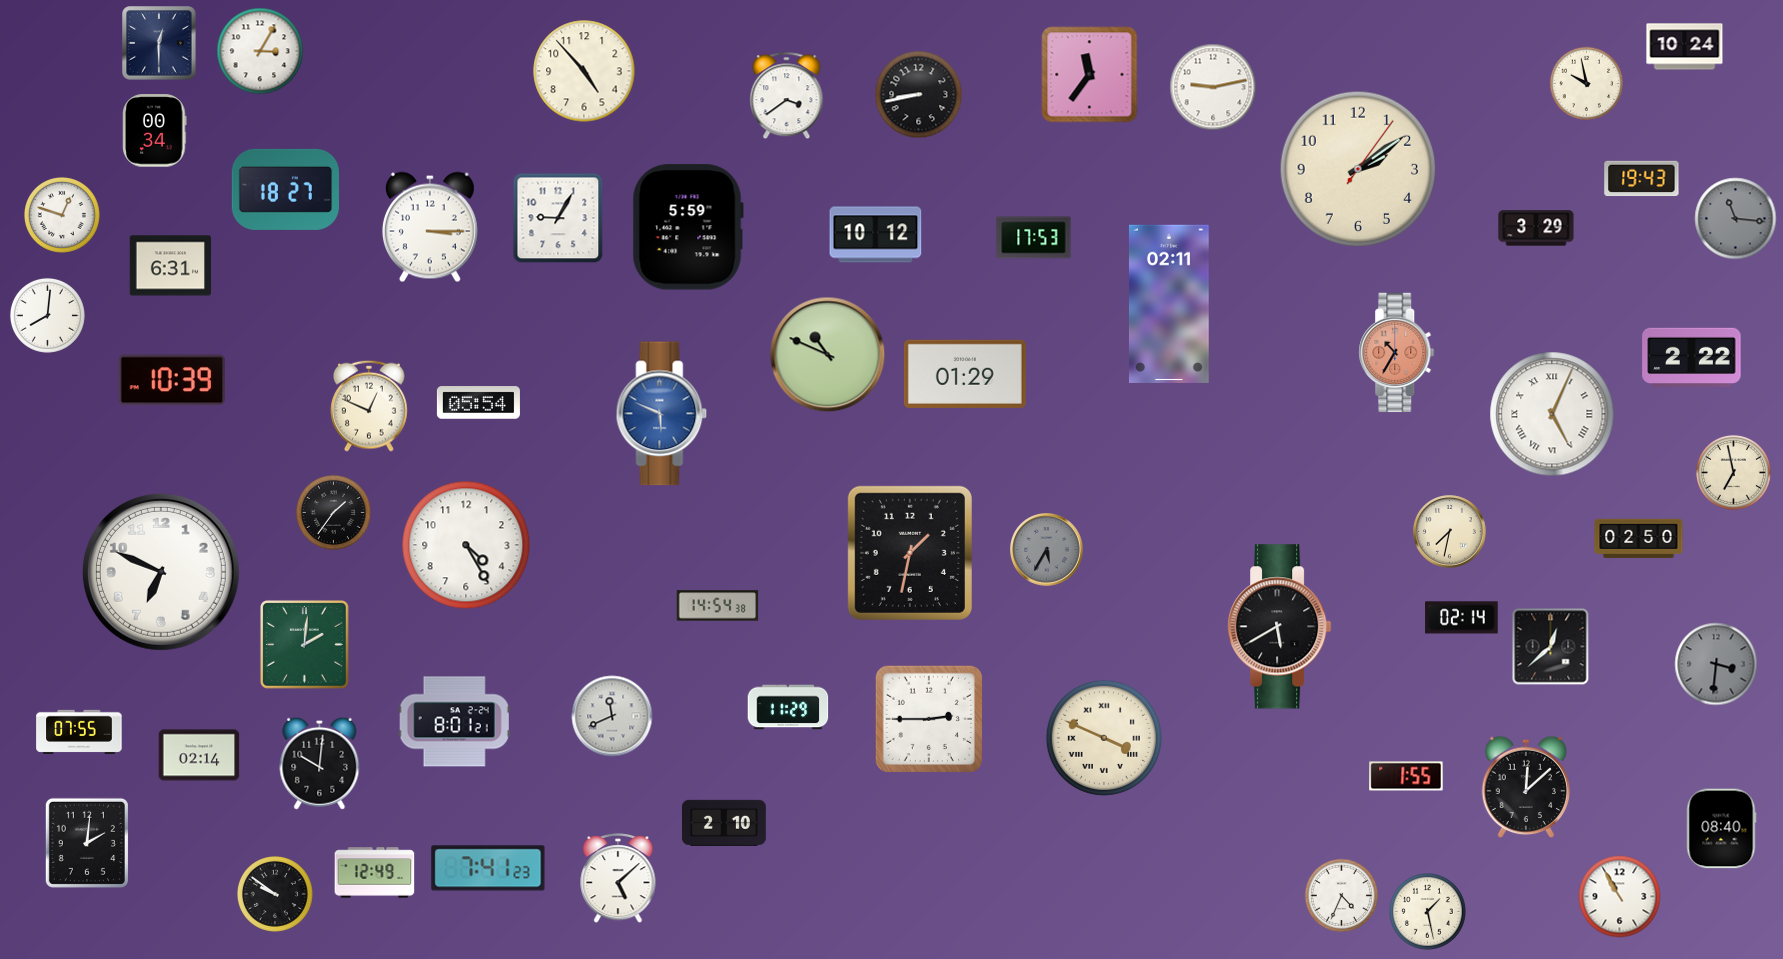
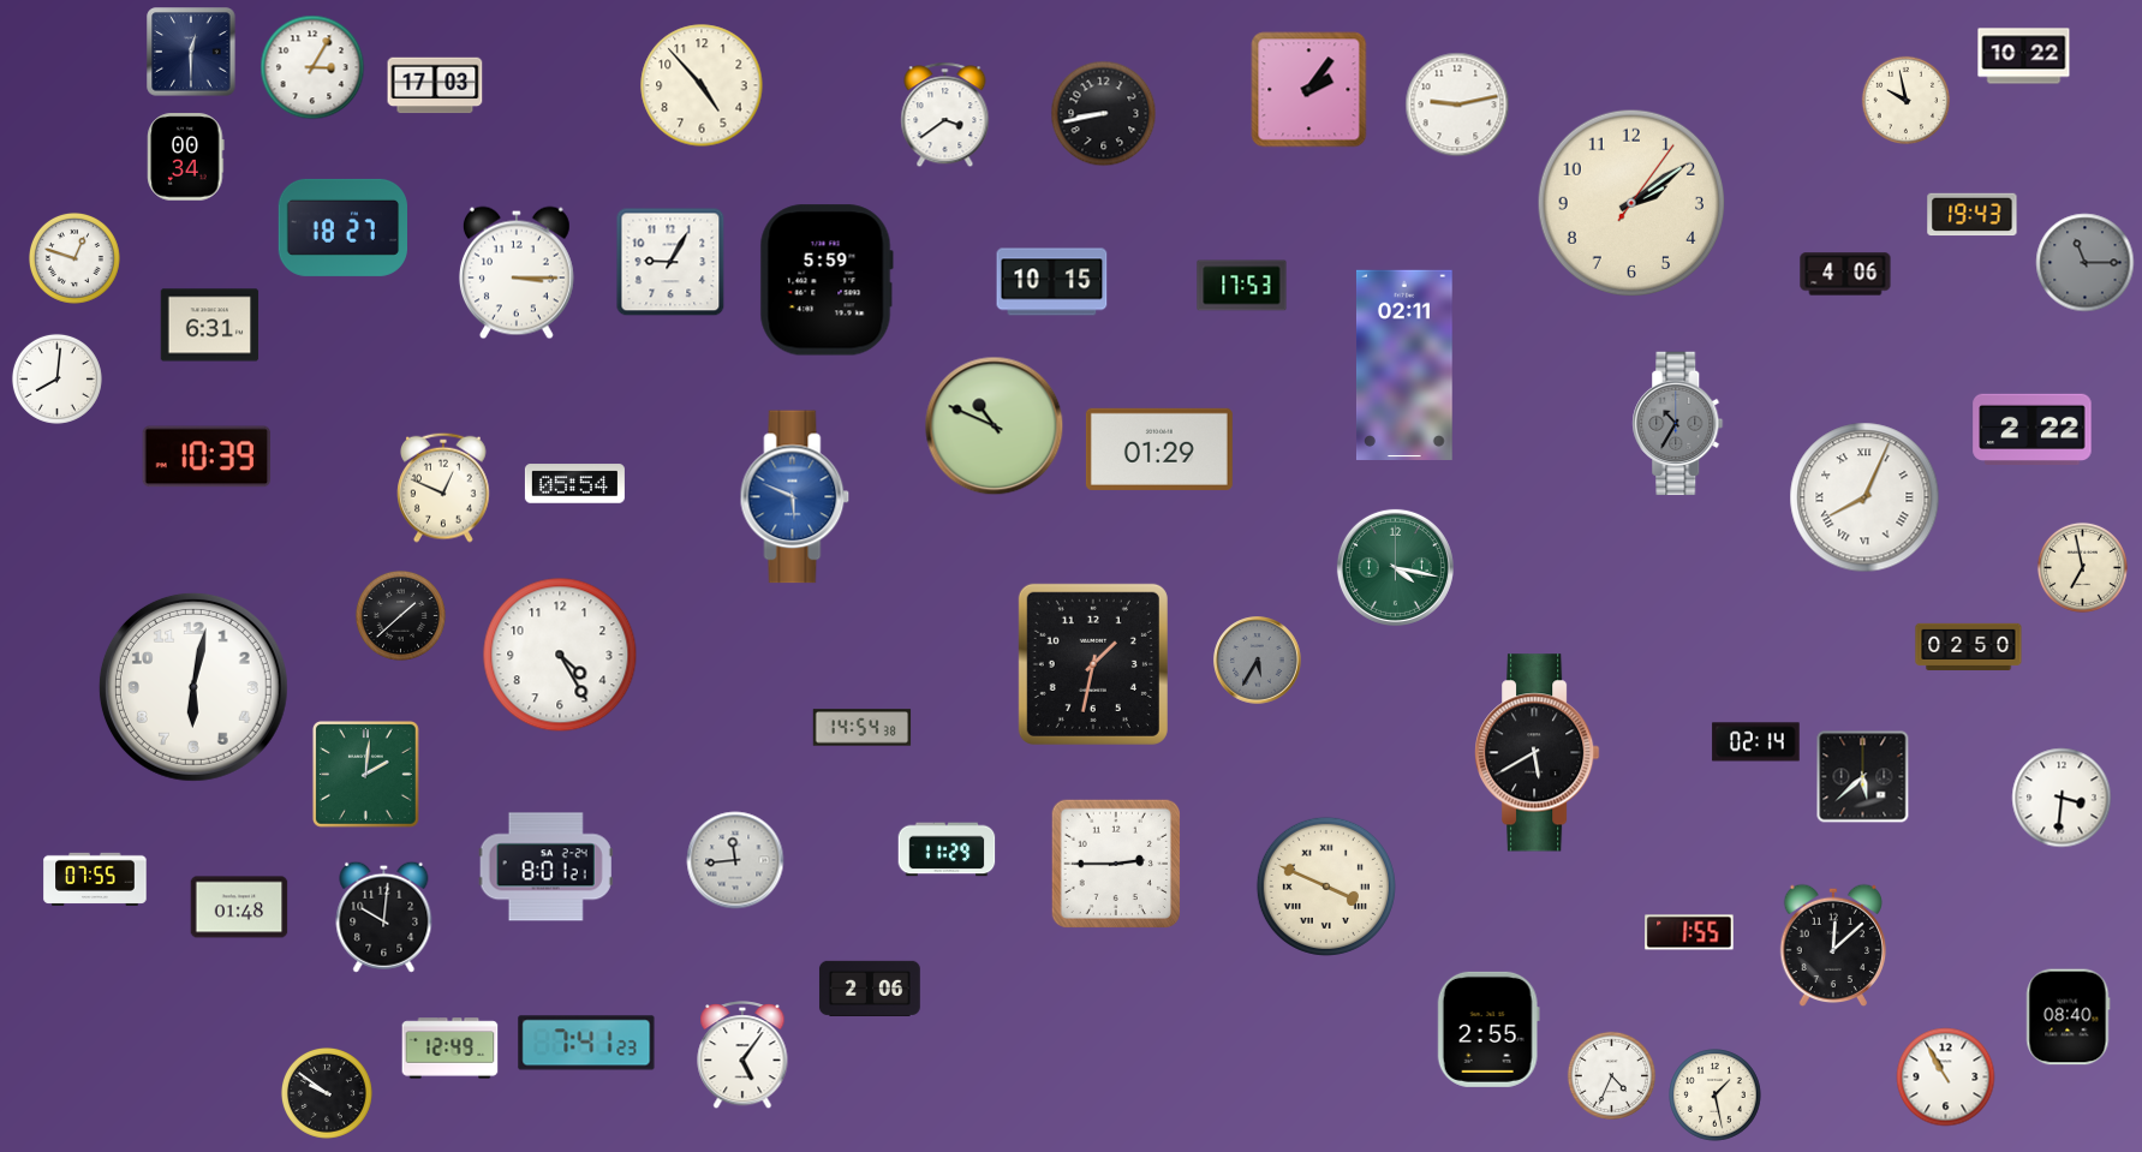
clock at (1685, 47): 10:24 -> 10:22
clock at (260, 51) position: (260, 51) -> (312, 67)
clock at (435, 85): none -> 17:03
clock at (1090, 75): 11:36 -> 2:06
clock at (1736, 219): 11:16 -> 11:15
clock at (688, 227) position: (688, 227) -> (827, 280)
clock at (1536, 228): 3:29 -> 4:06
clock at (876, 235): 10:12 -> 10:15
clock at (171, 266) position: (171, 266) -> (210, 326)
clock at (1397, 353) dial: salmon -> grey
clock at (1552, 414): 5:04 -> 8:04
clock at (1395, 567): none -> 4:17
clock at (333, 512): 1:36 -> 1:38
clock at (1450, 532): 7:32 -> none
clock at (161, 572): 6:49 -> 6:02
clock at (1551, 647): 12:38 -> 5:38
clock at (1716, 664) dial: grey -> white
clock at (612, 716): 11:41 -> 11:44
clock at (199, 755): 02:14 -> 01:48
clock at (724, 823): 2:10 -> 2:06
clock at (1722, 829) position: (1722, 829) -> (2069, 1017)
clock at (87, 843): 2:01 -> none
clock at (1488, 1029): none -> 2:55
clock at (618, 879): 5:08 -> 5:06
clock at (275, 894) position: (275, 894) -> (327, 1093)
